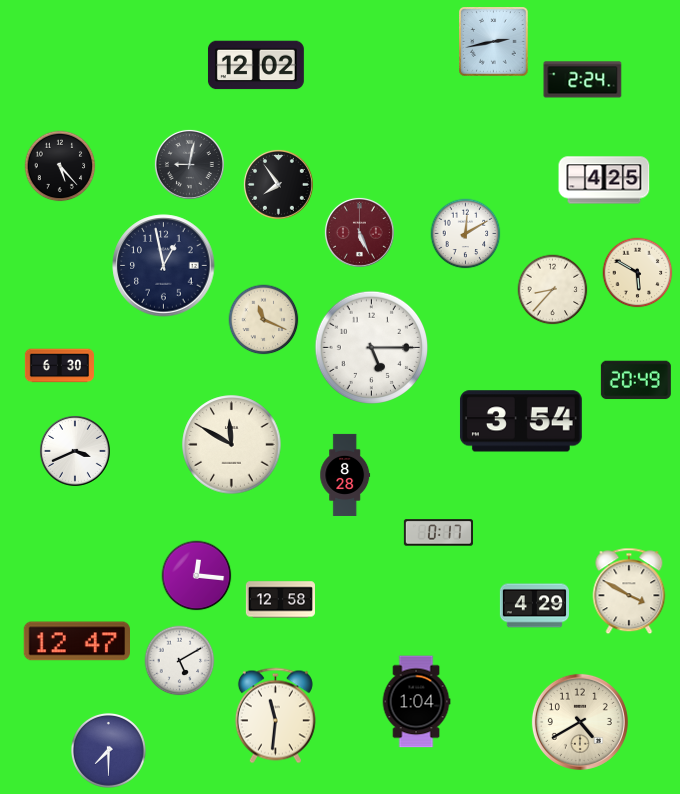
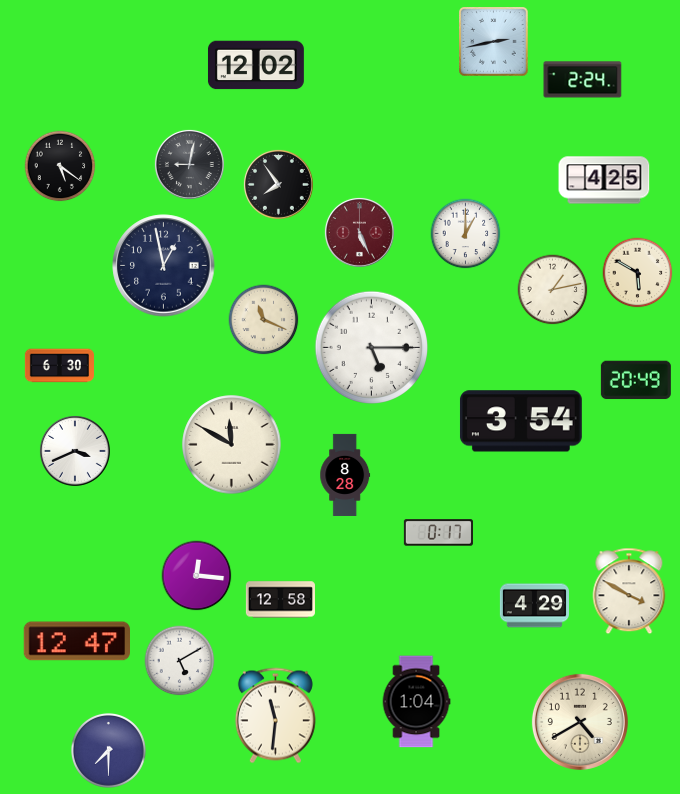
clock at (60, 166): 5:23 -> 5:21
clock at (466, 234): 12:10 -> 1:00
clock at (553, 290): 8:37 -> 1:13
